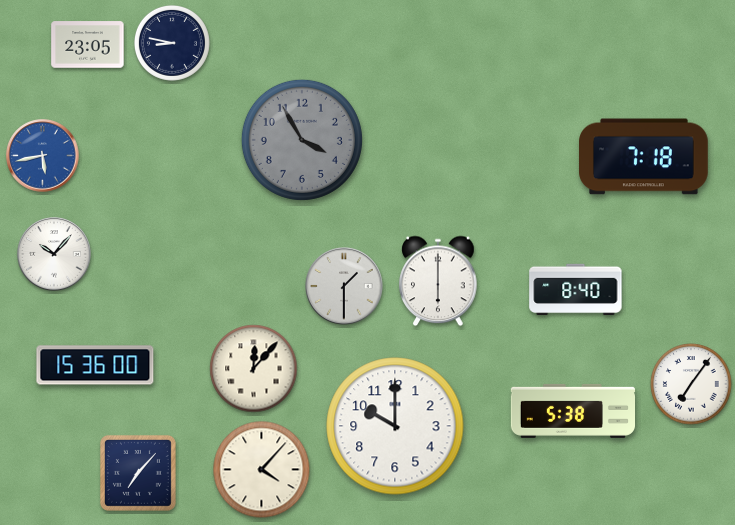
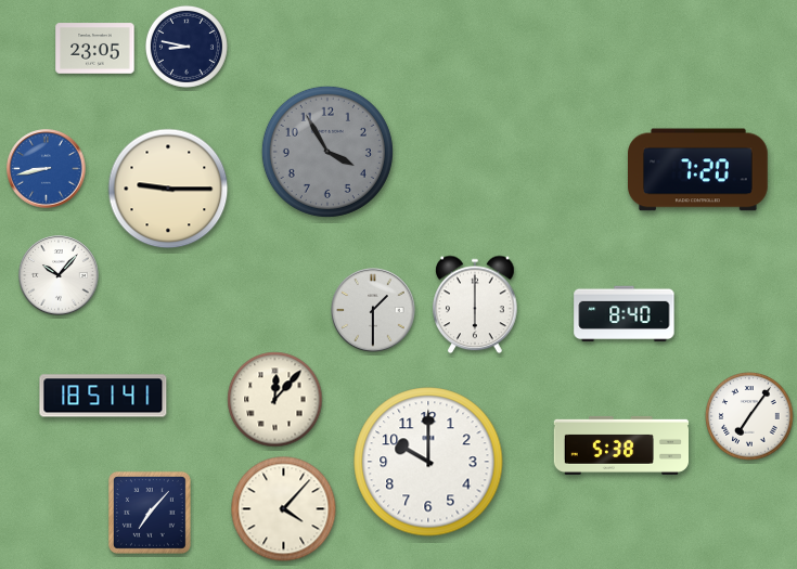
clock at (43, 156): 5:43 -> 8:43
clock at (644, 157): 7:18 -> 7:20
clock at (168, 189): none -> 9:15
clock at (95, 365): 15:36 -> 18:51
